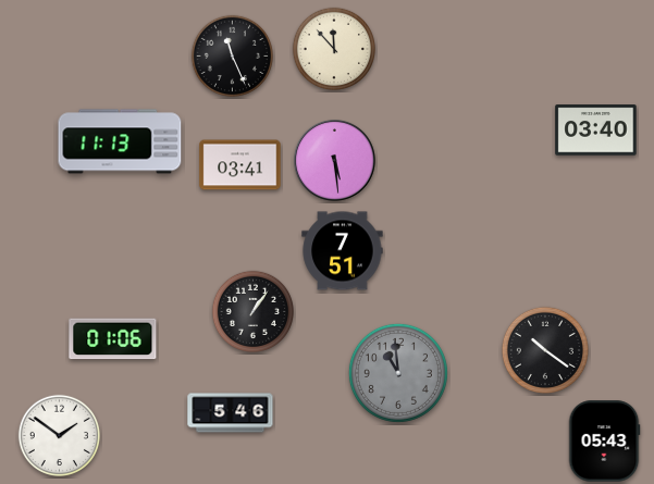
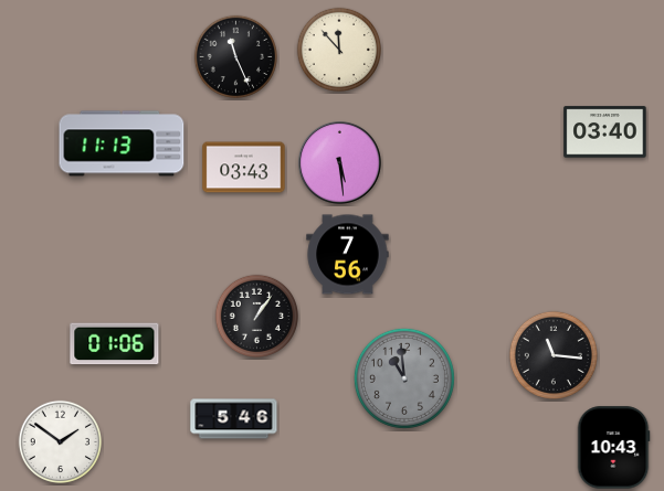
clock at (240, 165): 03:41 -> 03:43
clock at (343, 251): 7:51 -> 7:56
clock at (545, 350): 10:21 -> 11:16
clock at (604, 442): 05:43 -> 10:43
